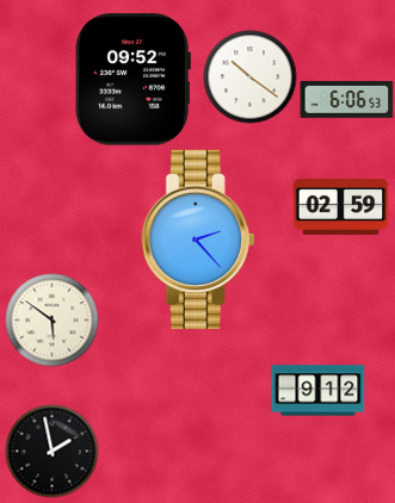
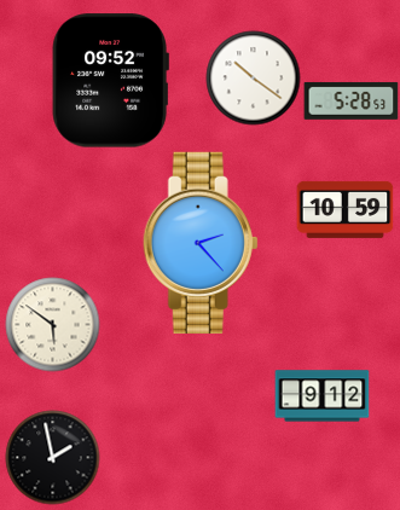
clock at (132, 80) position: (132, 80) -> (110, 81)
clock at (346, 99): 6:06 -> 5:28
clock at (340, 206): 02:59 -> 10:59
